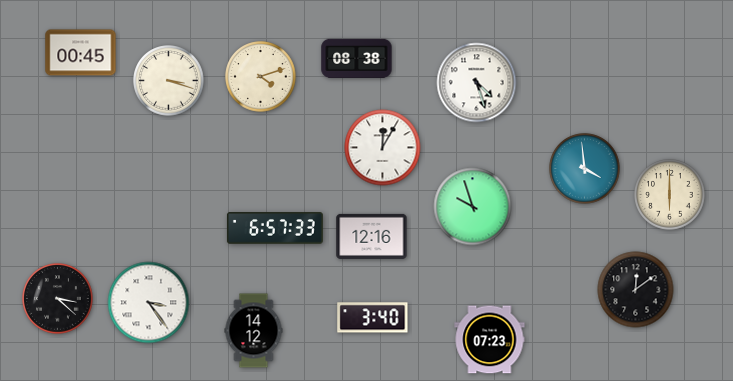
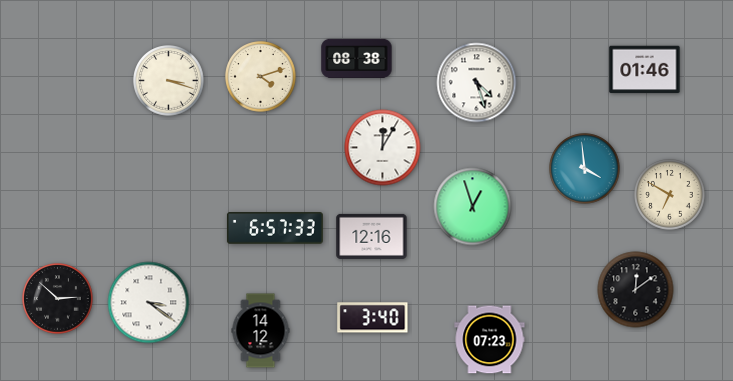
clock at (81, 53): 00:45 -> none
clock at (645, 70): none -> 01:46
clock at (670, 195): 6:00 -> 6:50
clock at (473, 207): 9:57 -> 12:57
clock at (58, 299): 3:22 -> 2:52
clock at (149, 303): 3:24 -> 3:21
clock at (254, 331) position: (254, 331) -> (261, 331)
